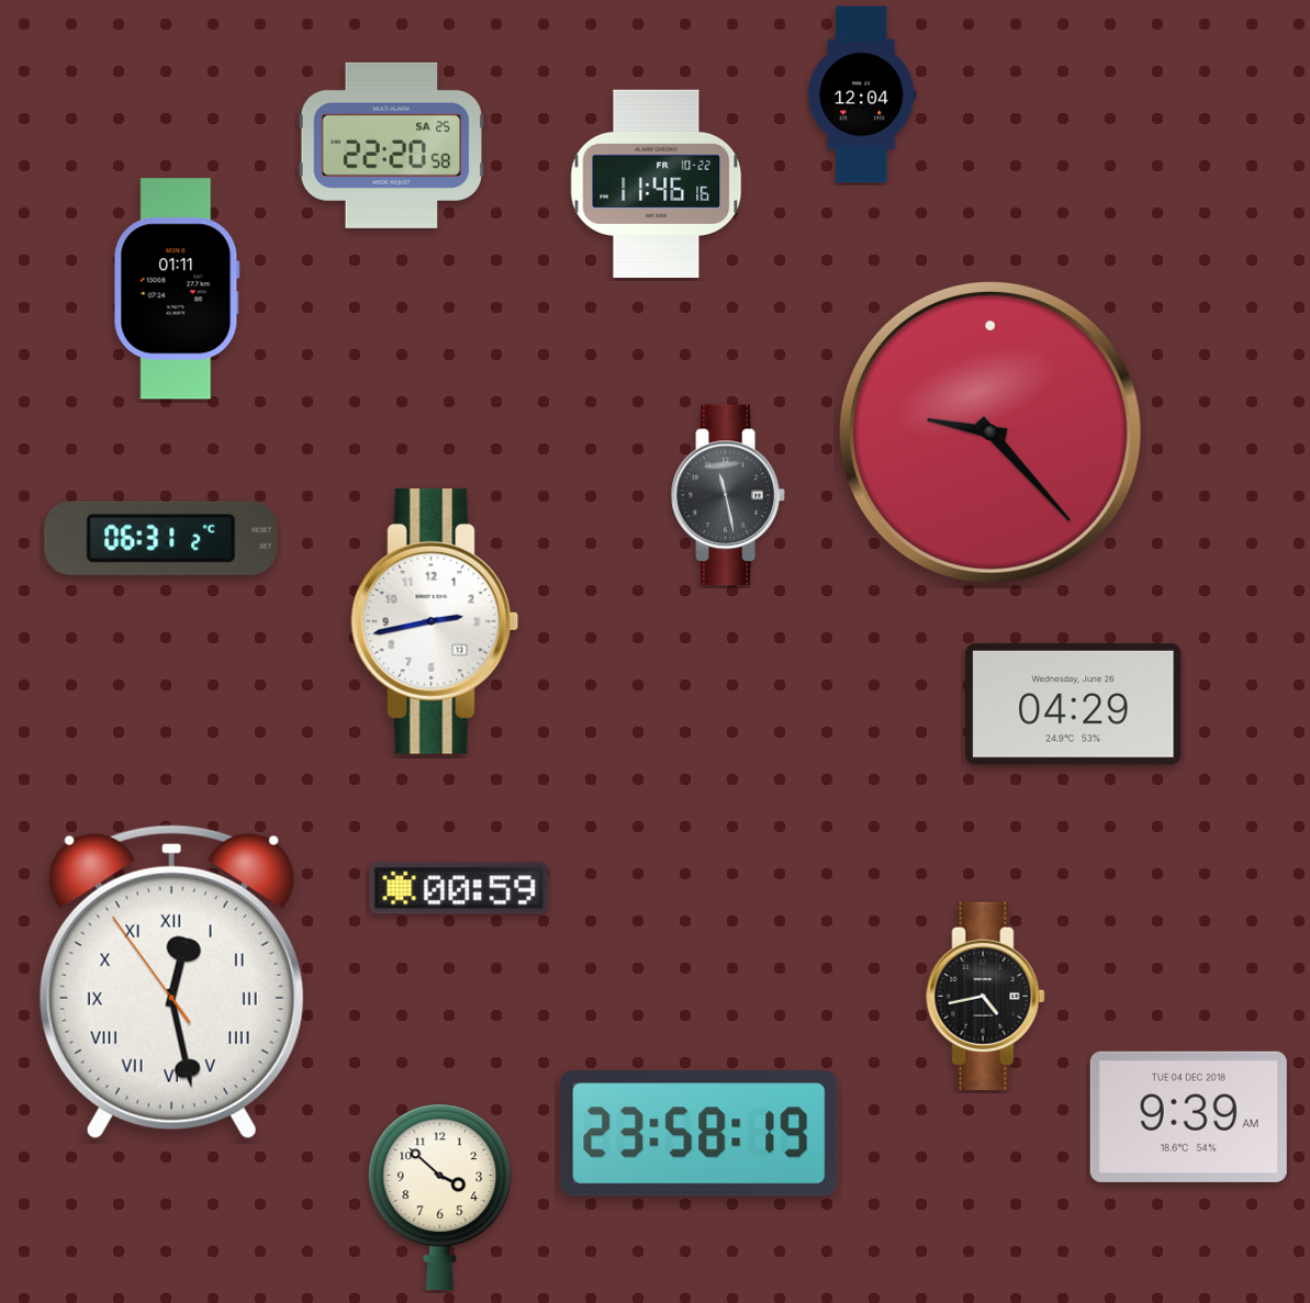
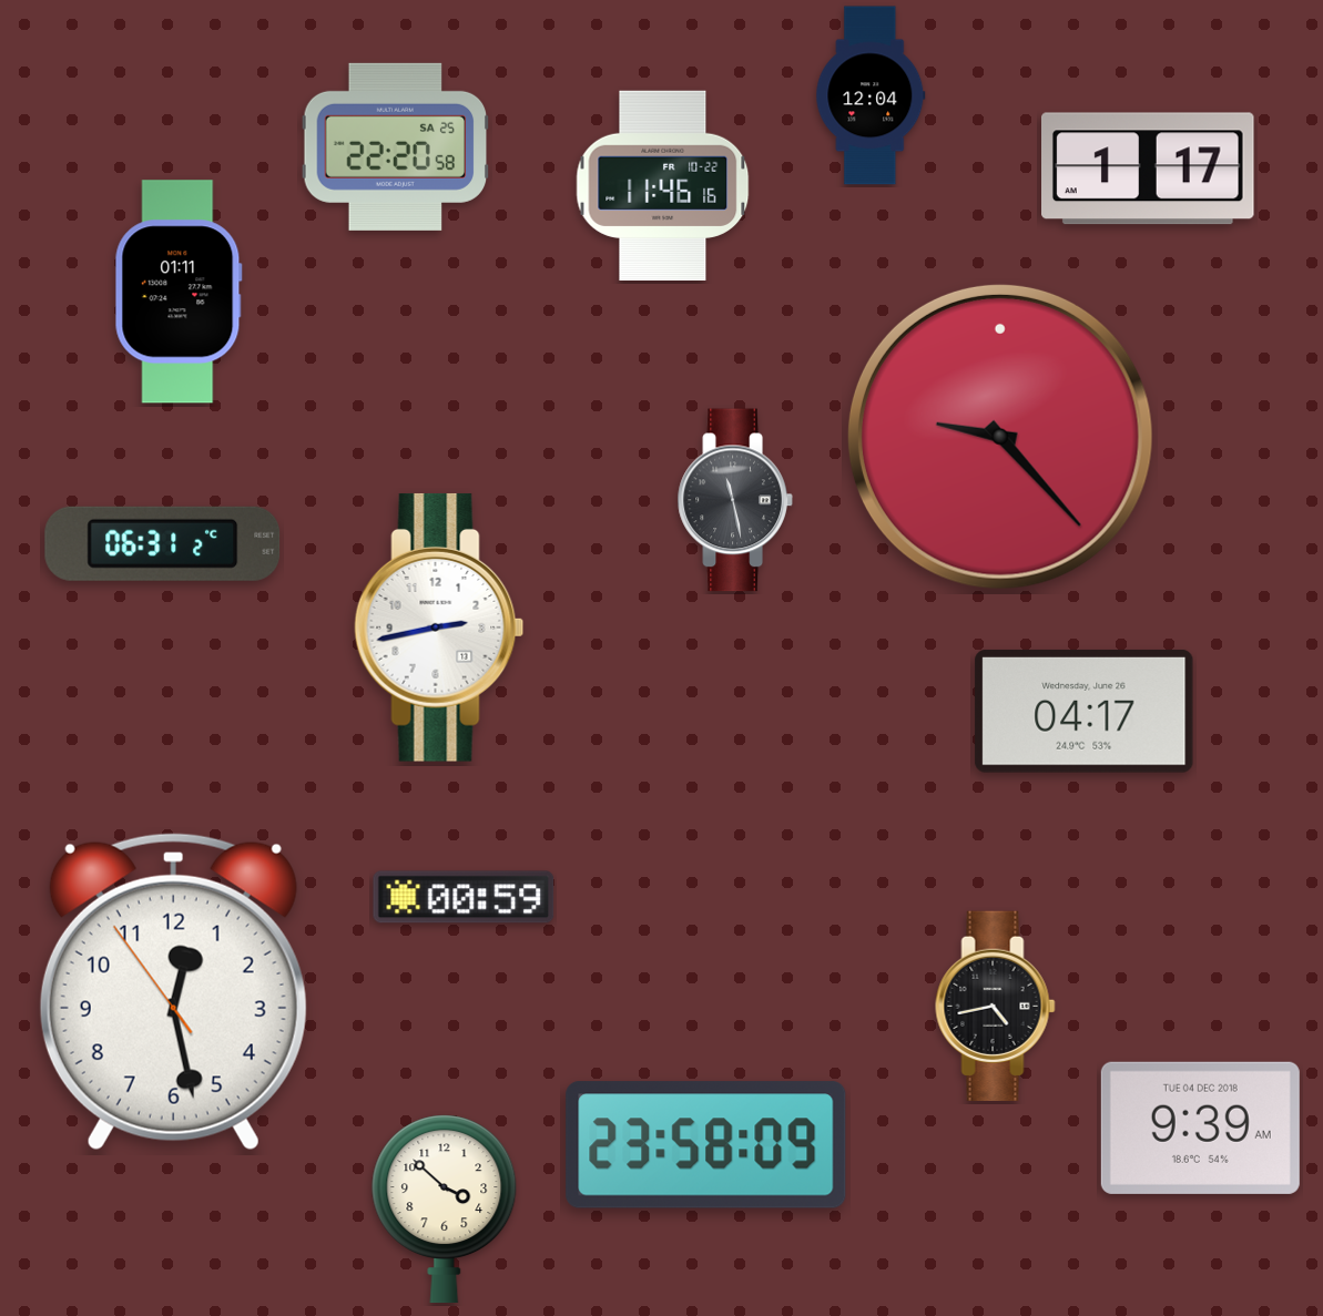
clock at (1149, 169): none -> 1:17
clock at (1074, 704): 04:29 -> 04:17
clock at (171, 982) numerals: Roman -> Arabic
clock at (699, 1134): 23:58:19 -> 23:58:09
